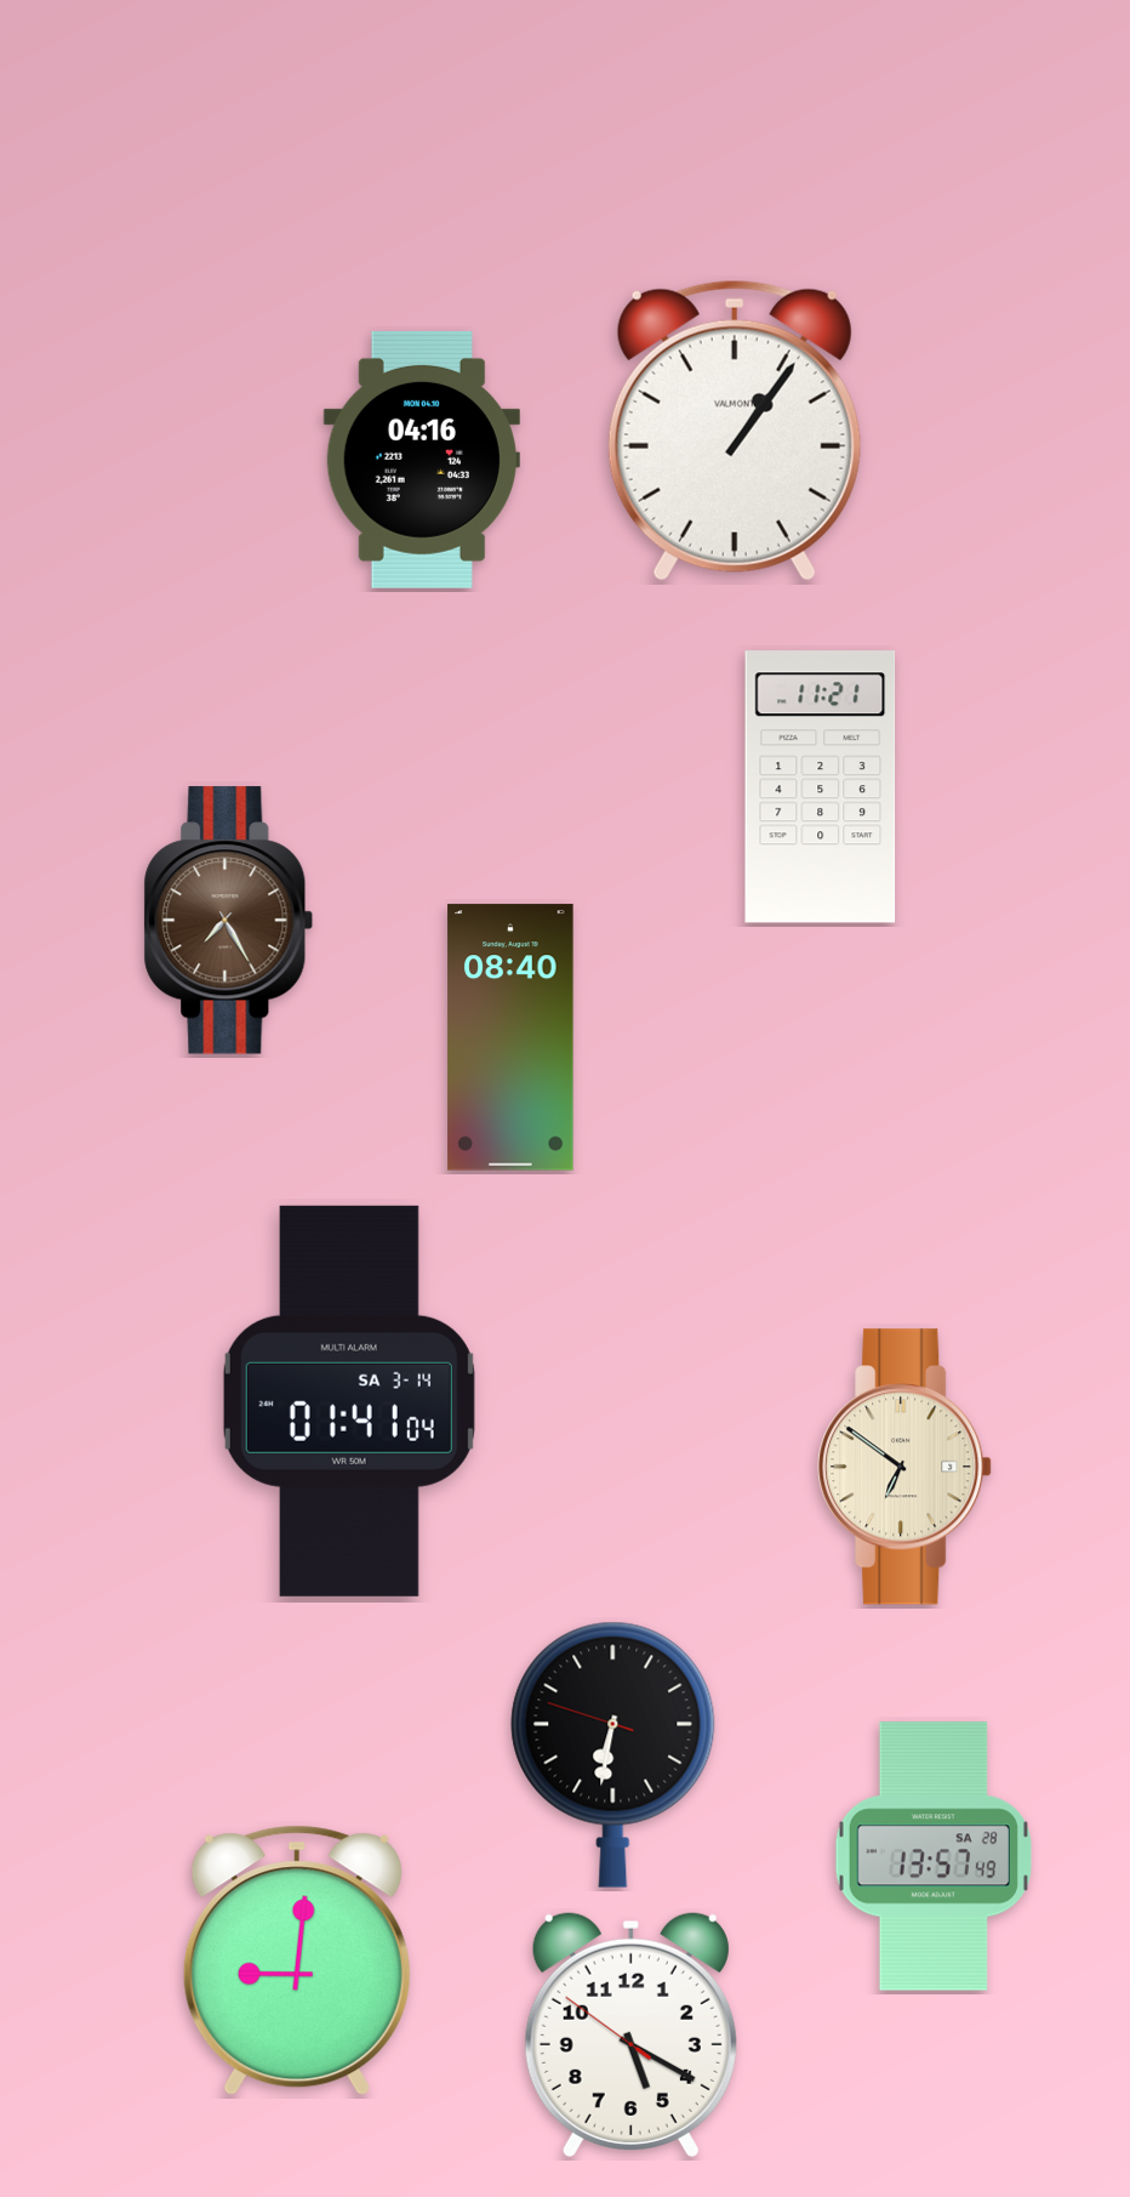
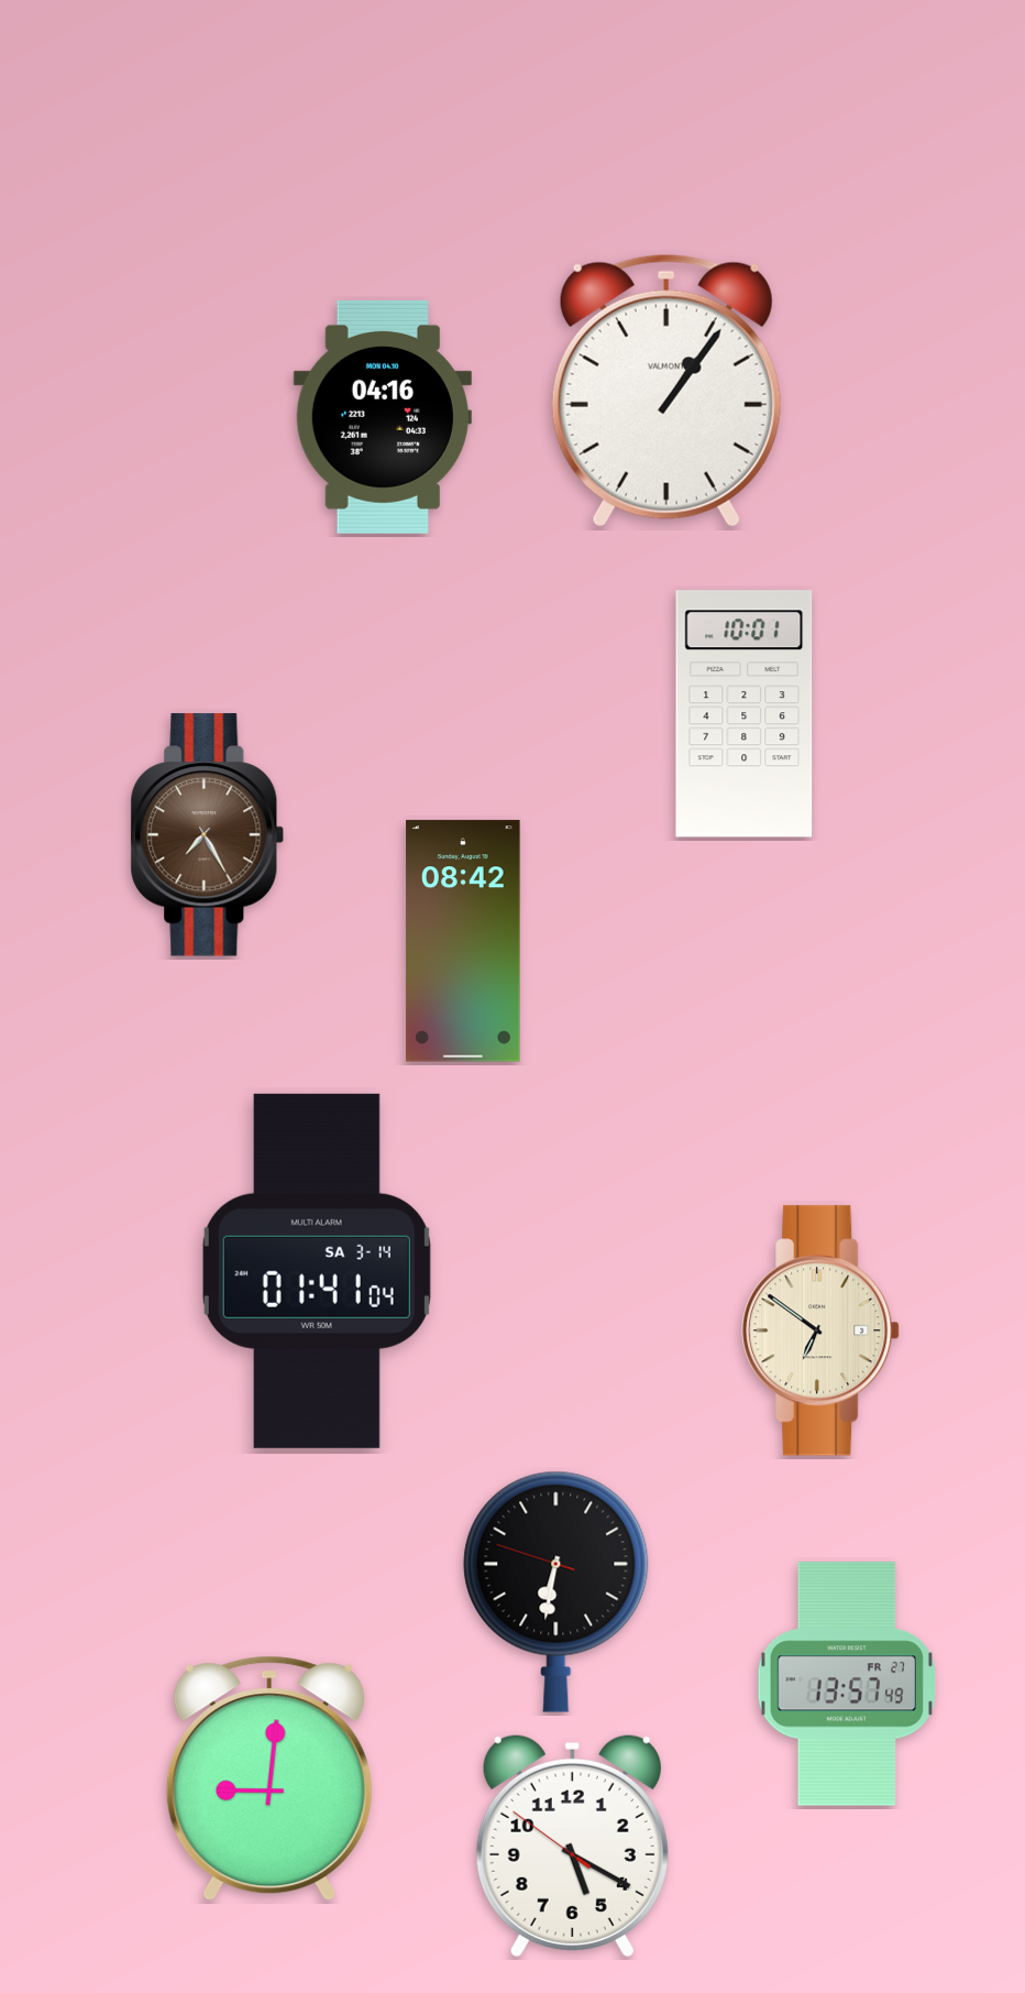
clock at (821, 787): 11:21 -> 10:01
clock at (510, 1037): 08:40 -> 08:42
clock at (934, 1856) date: SA 28 -> FR 27
